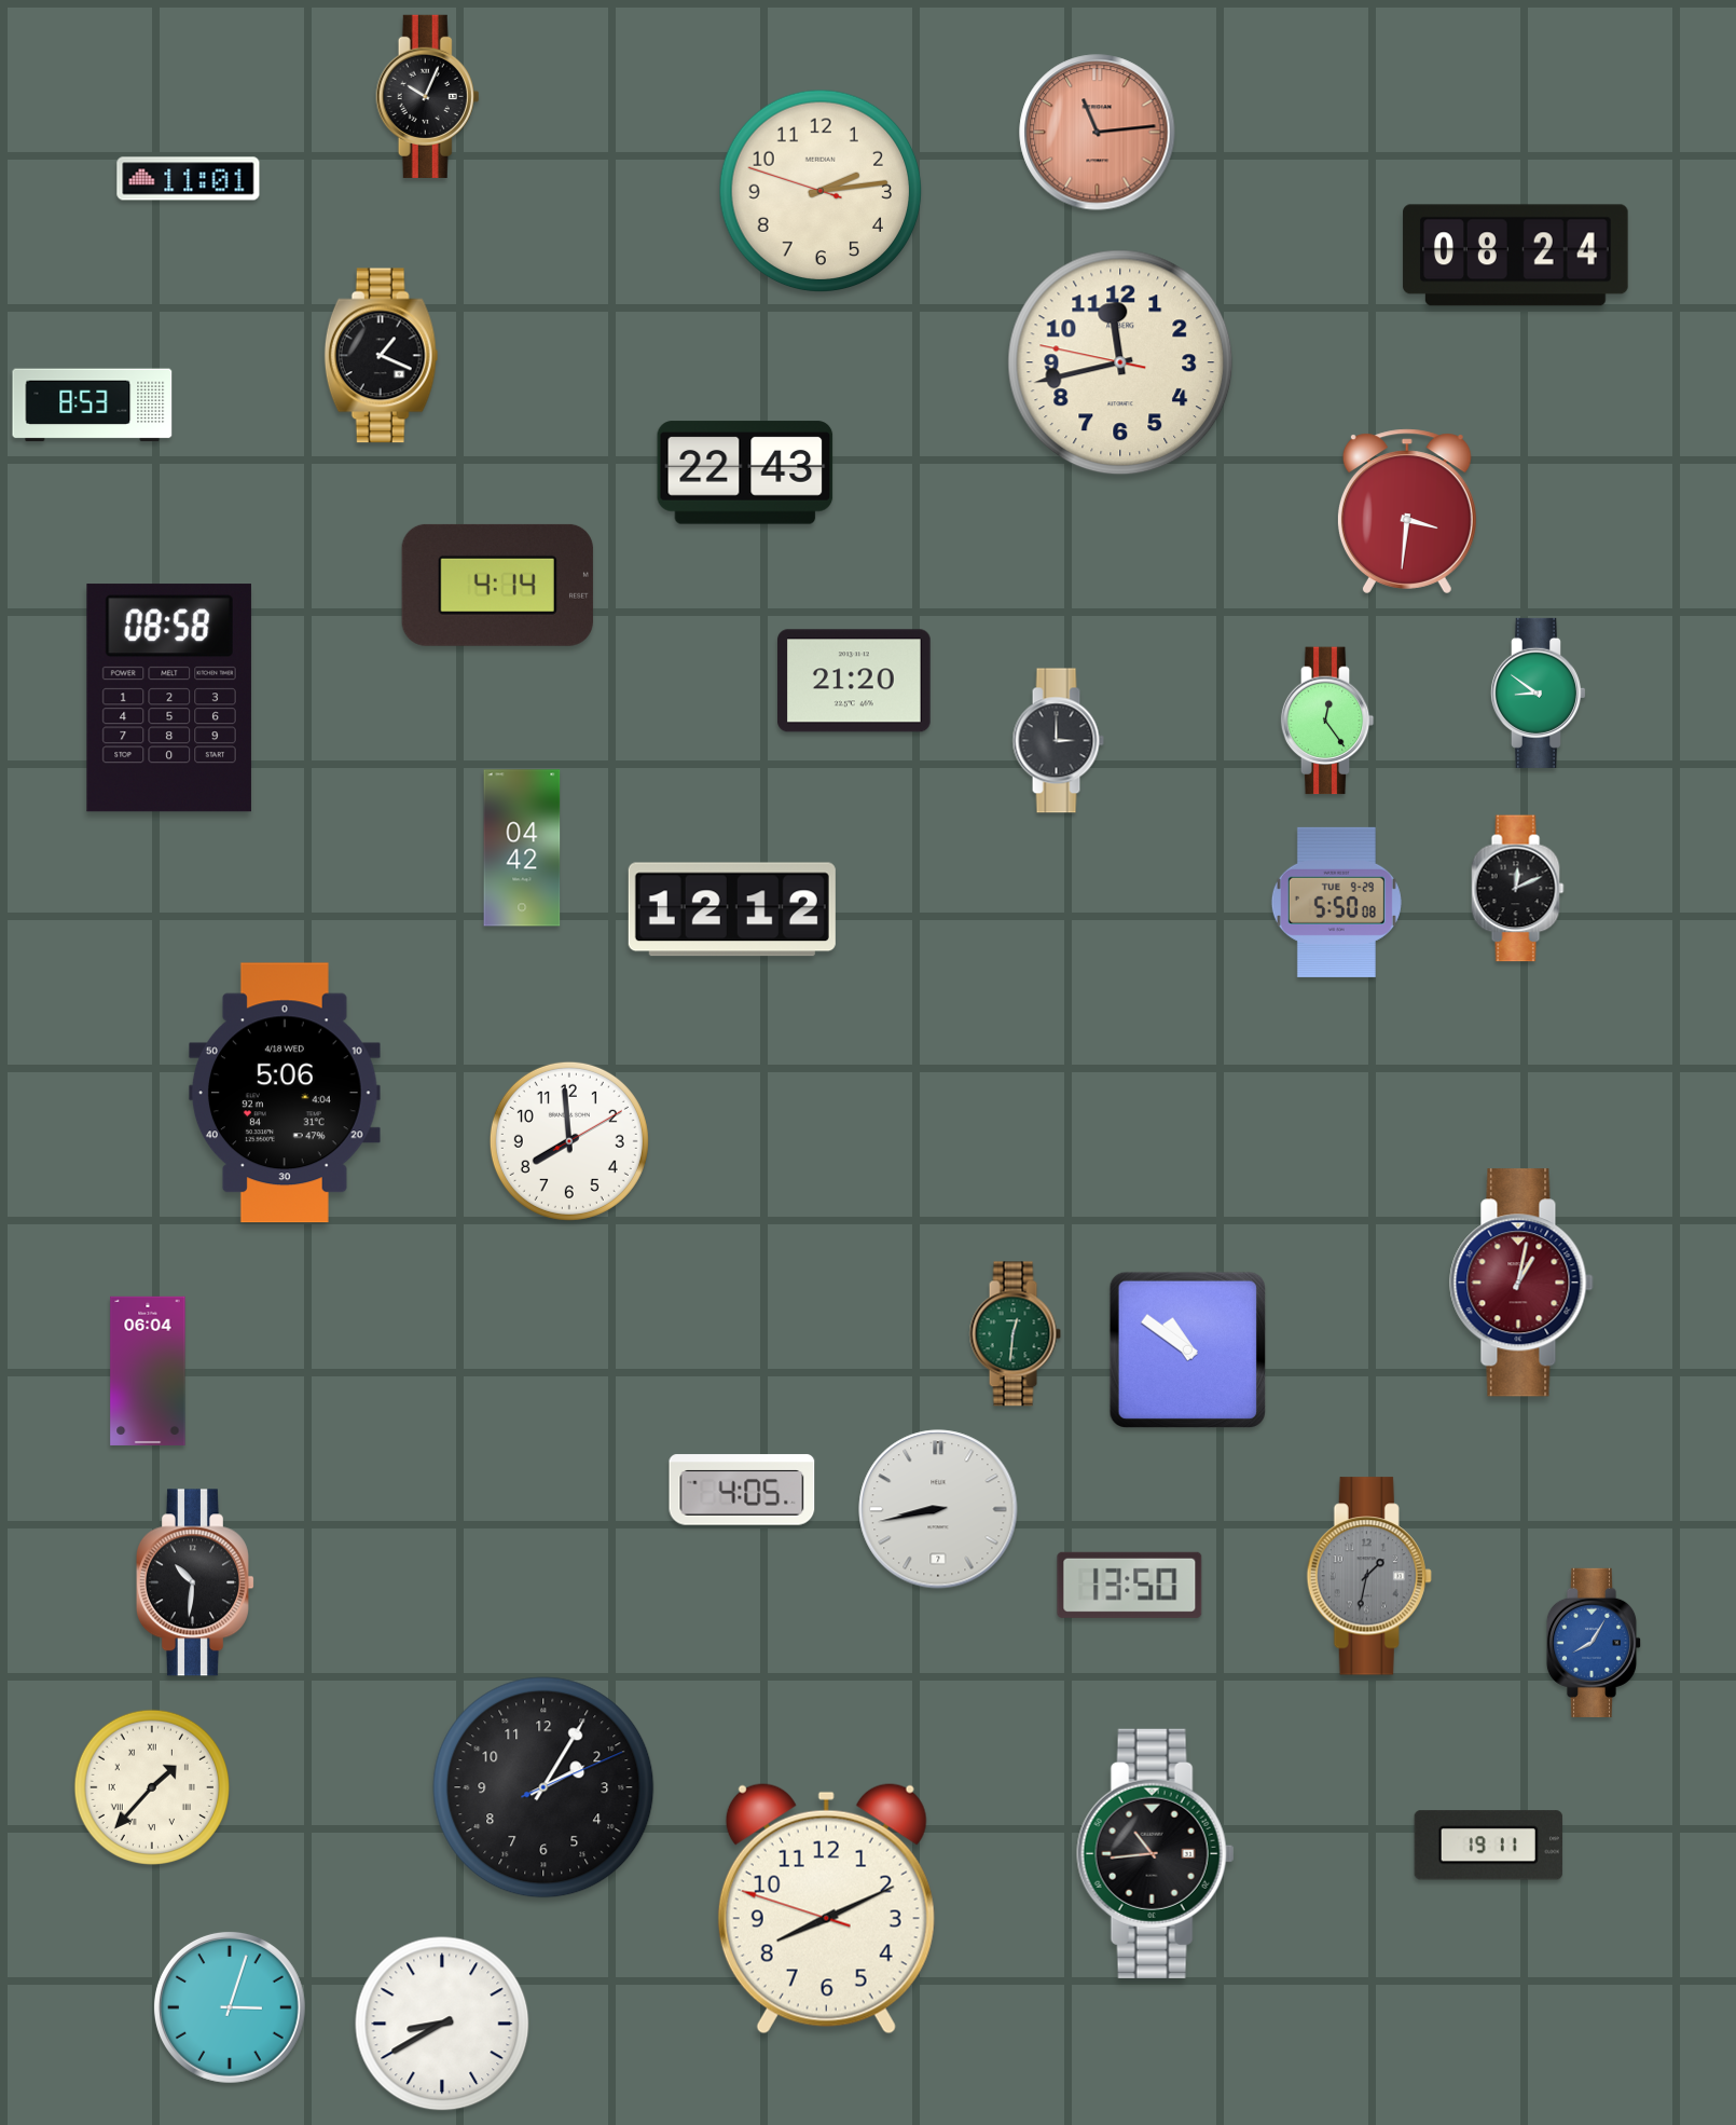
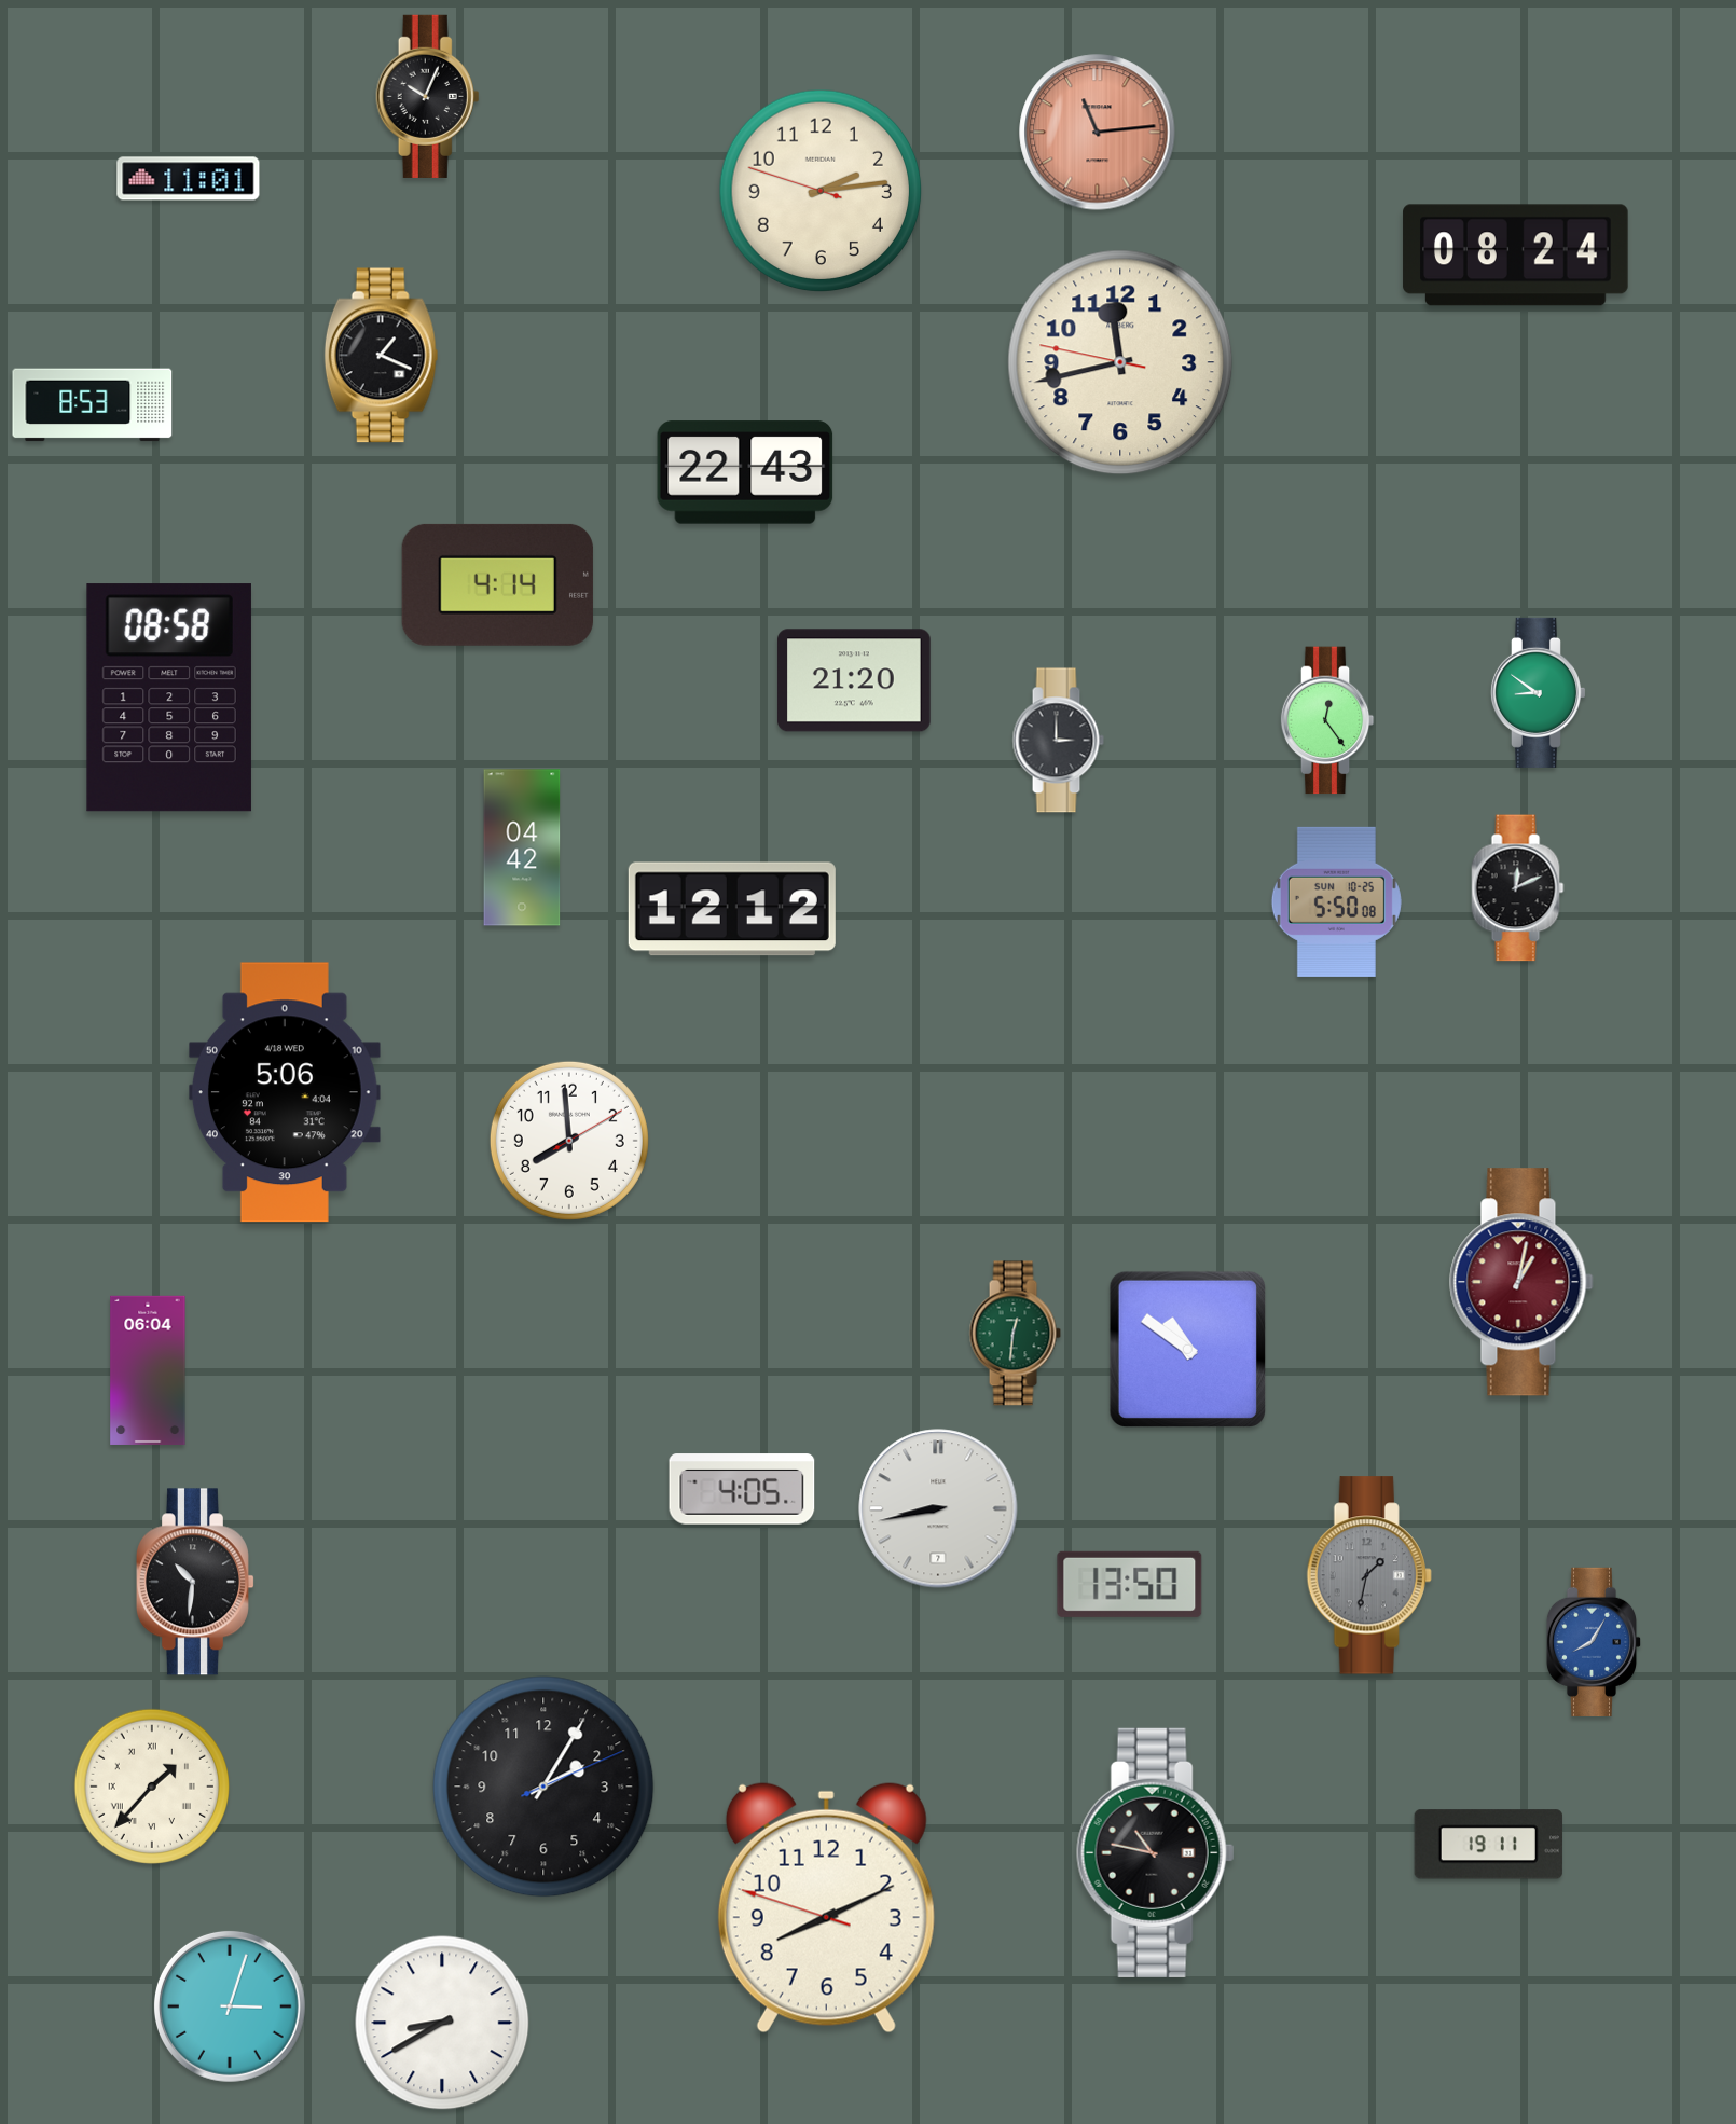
clock at (1407, 511): 3:31 -> none
clock at (1336, 902) date: TUE 9-29 -> SUN 10-25
clock at (1156, 1853): 10:44 -> 10:47
